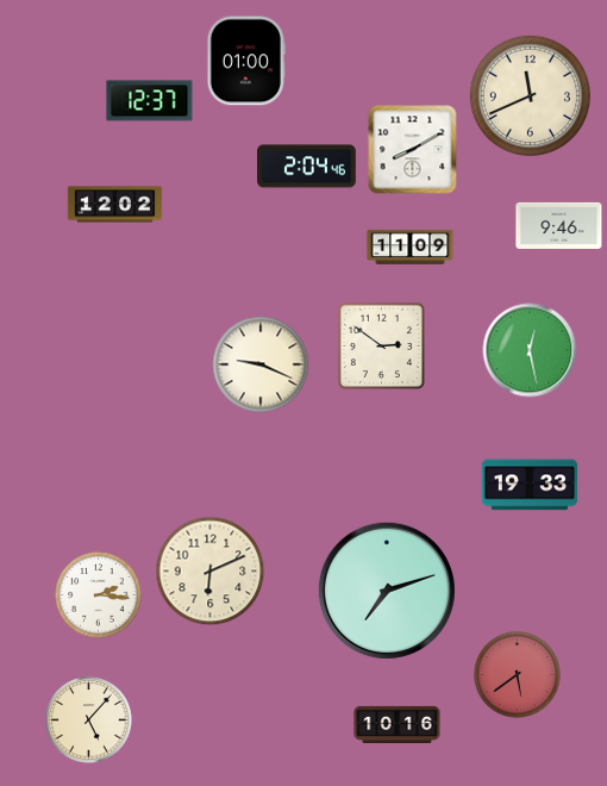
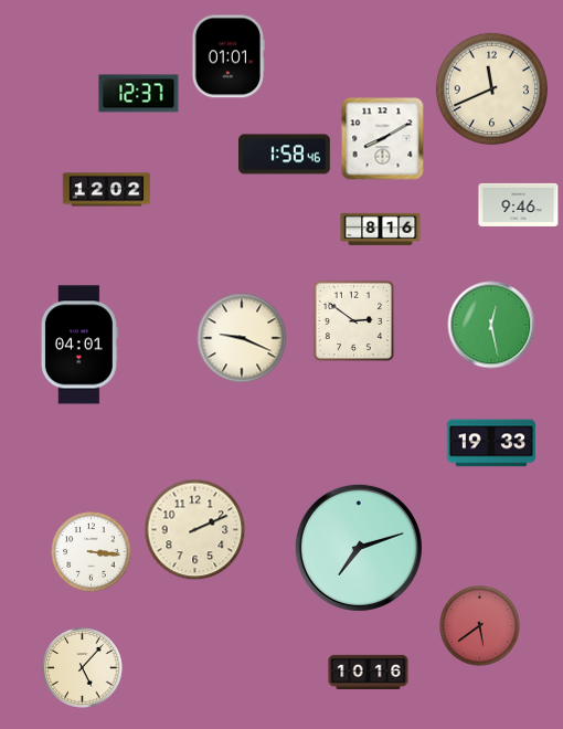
clock at (245, 61): 01:00 -> 01:01
clock at (307, 167): 2:04 -> 1:58
clock at (559, 225) position: (559, 225) -> (519, 204)
clock at (411, 247): 11:09 -> 8:16
clock at (79, 345): none -> 04:01
clock at (530, 485) position: (530, 485) -> (491, 443)
clock at (211, 572): 6:11 -> 2:11
clock at (99, 595): 2:16 -> 3:16
